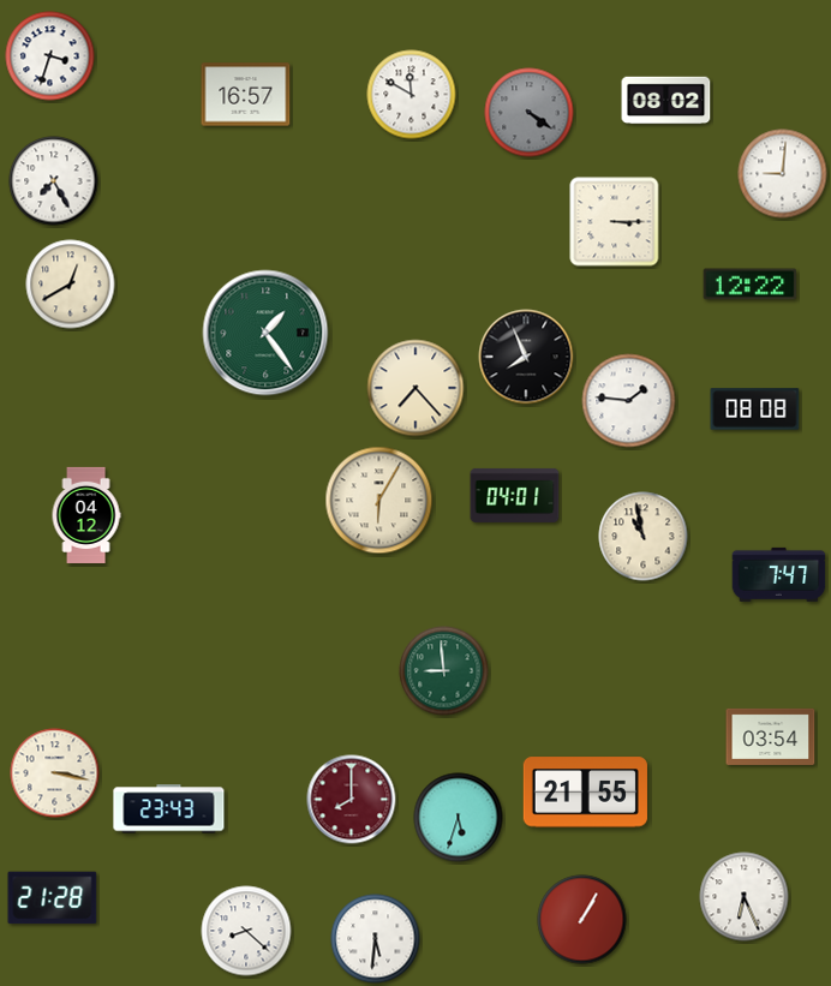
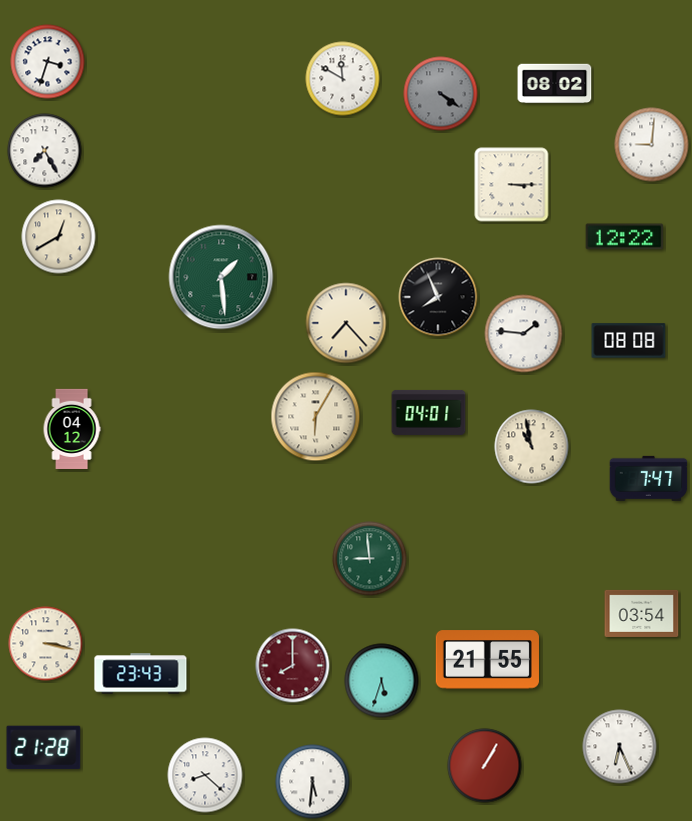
clock at (50, 56) position: (50, 56) -> (48, 62)
clock at (246, 95): 16:57 -> none
clock at (265, 333): 1:24 -> 1:29
clock at (644, 537) position: (644, 537) -> (532, 447)
